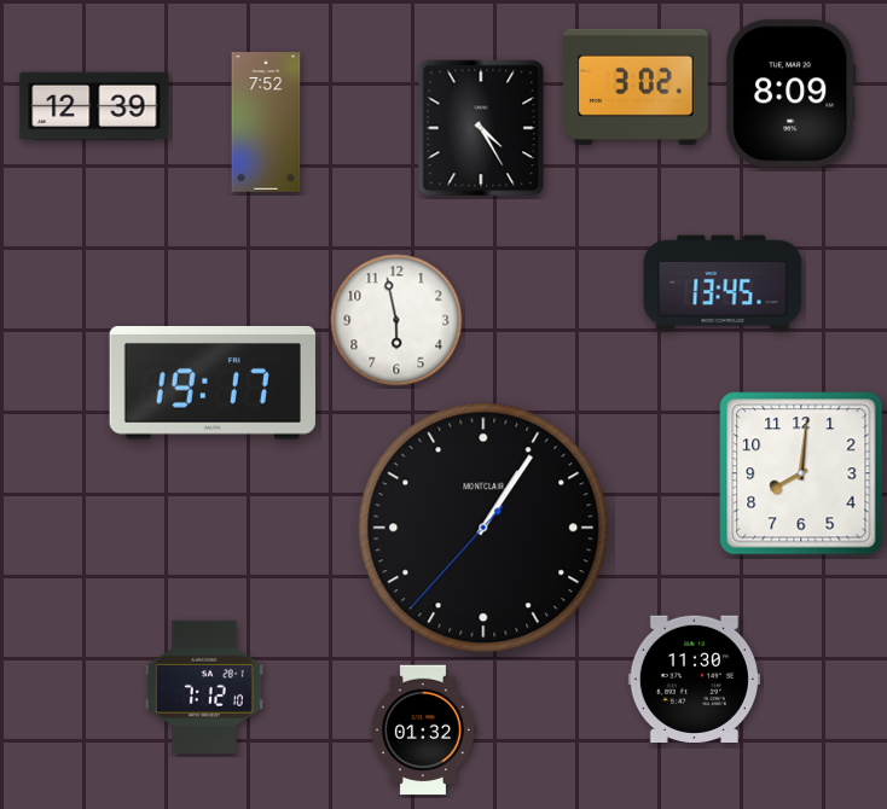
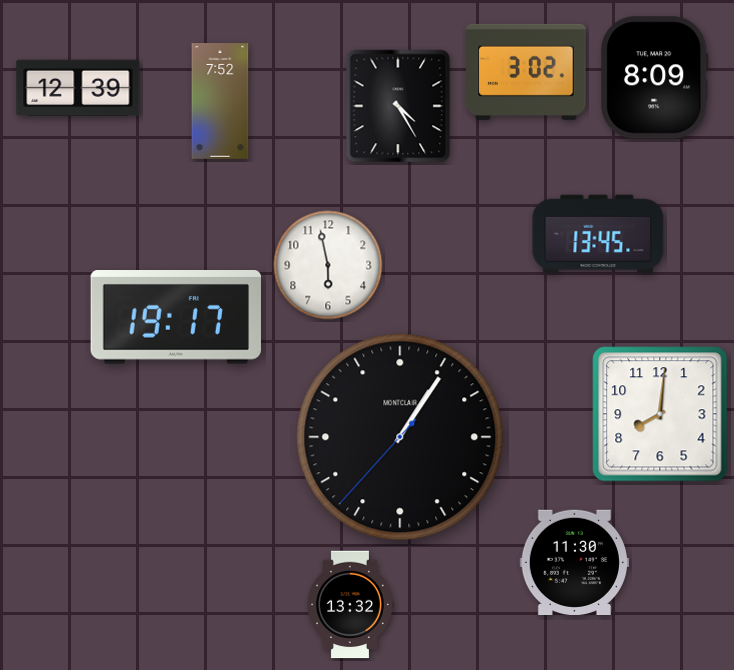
clock at (801, 473) position: (801, 473) -> (660, 414)
clock at (204, 687): 7:12 -> none
clock at (423, 731): 01:32 -> 13:32
